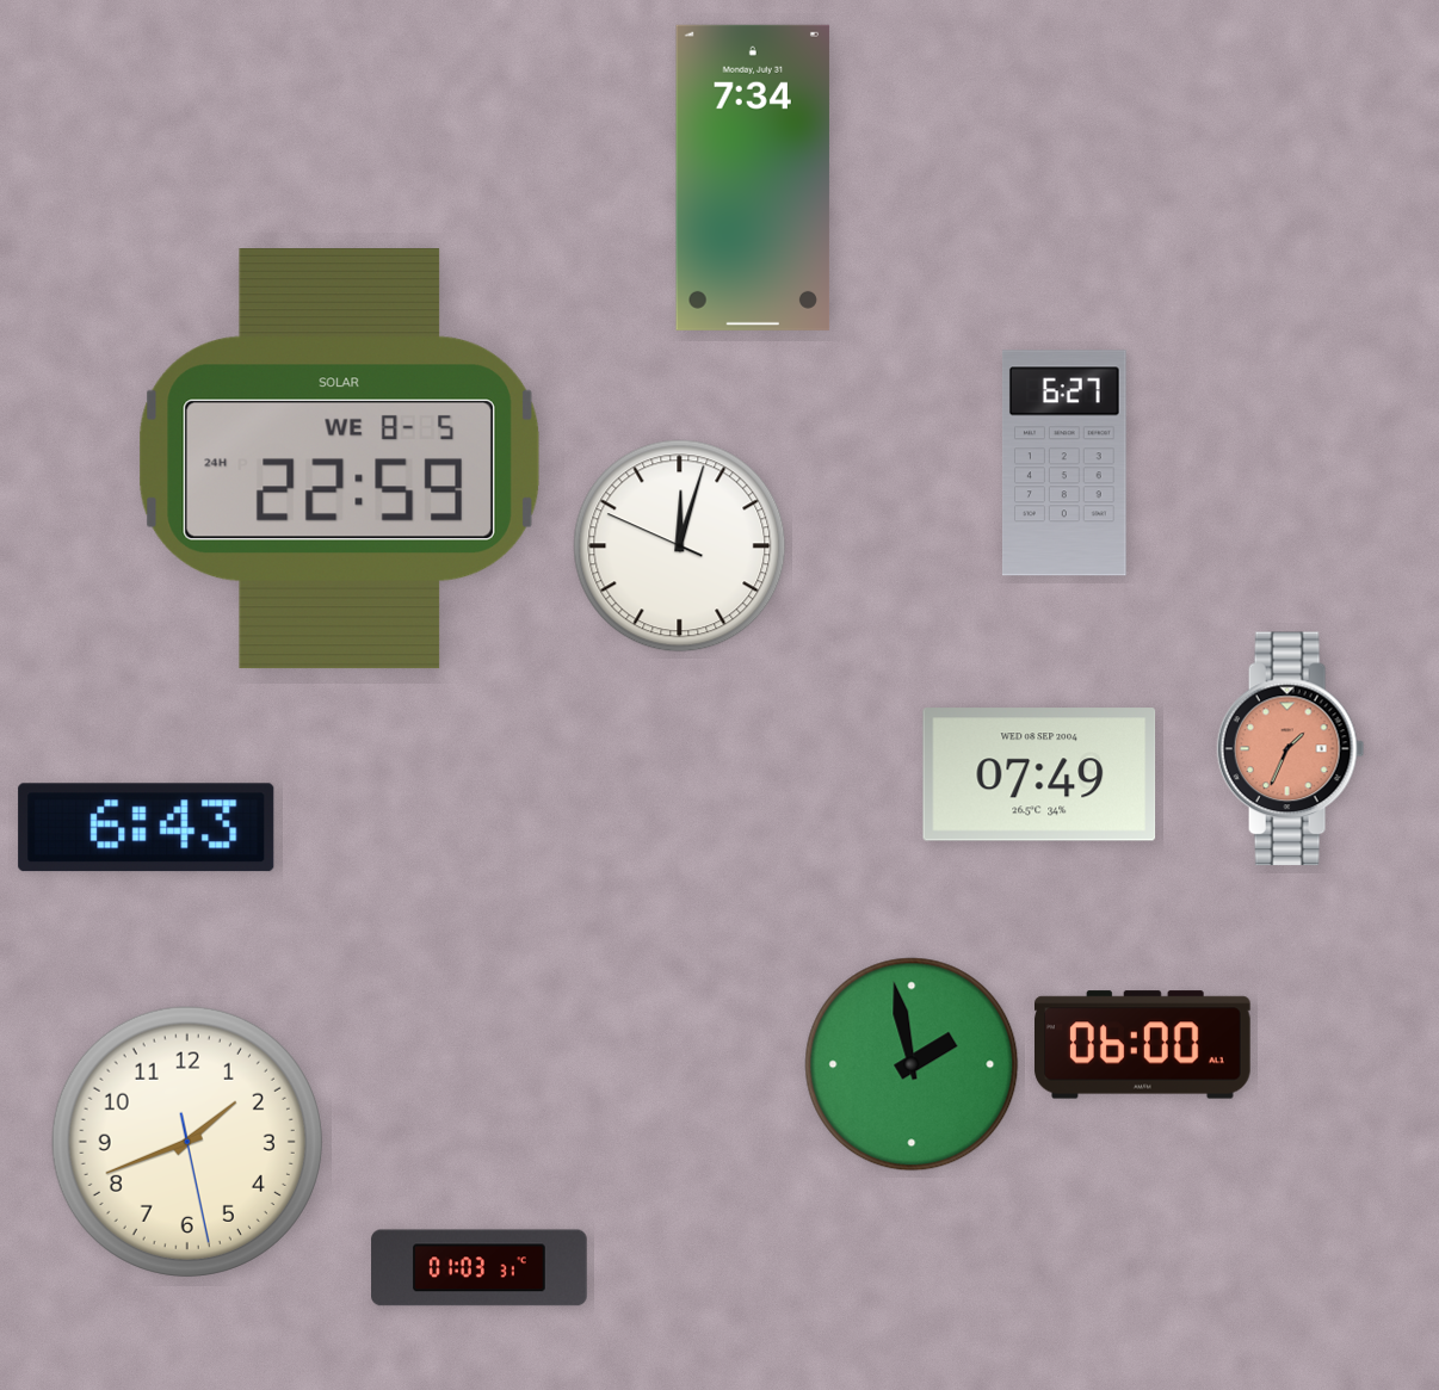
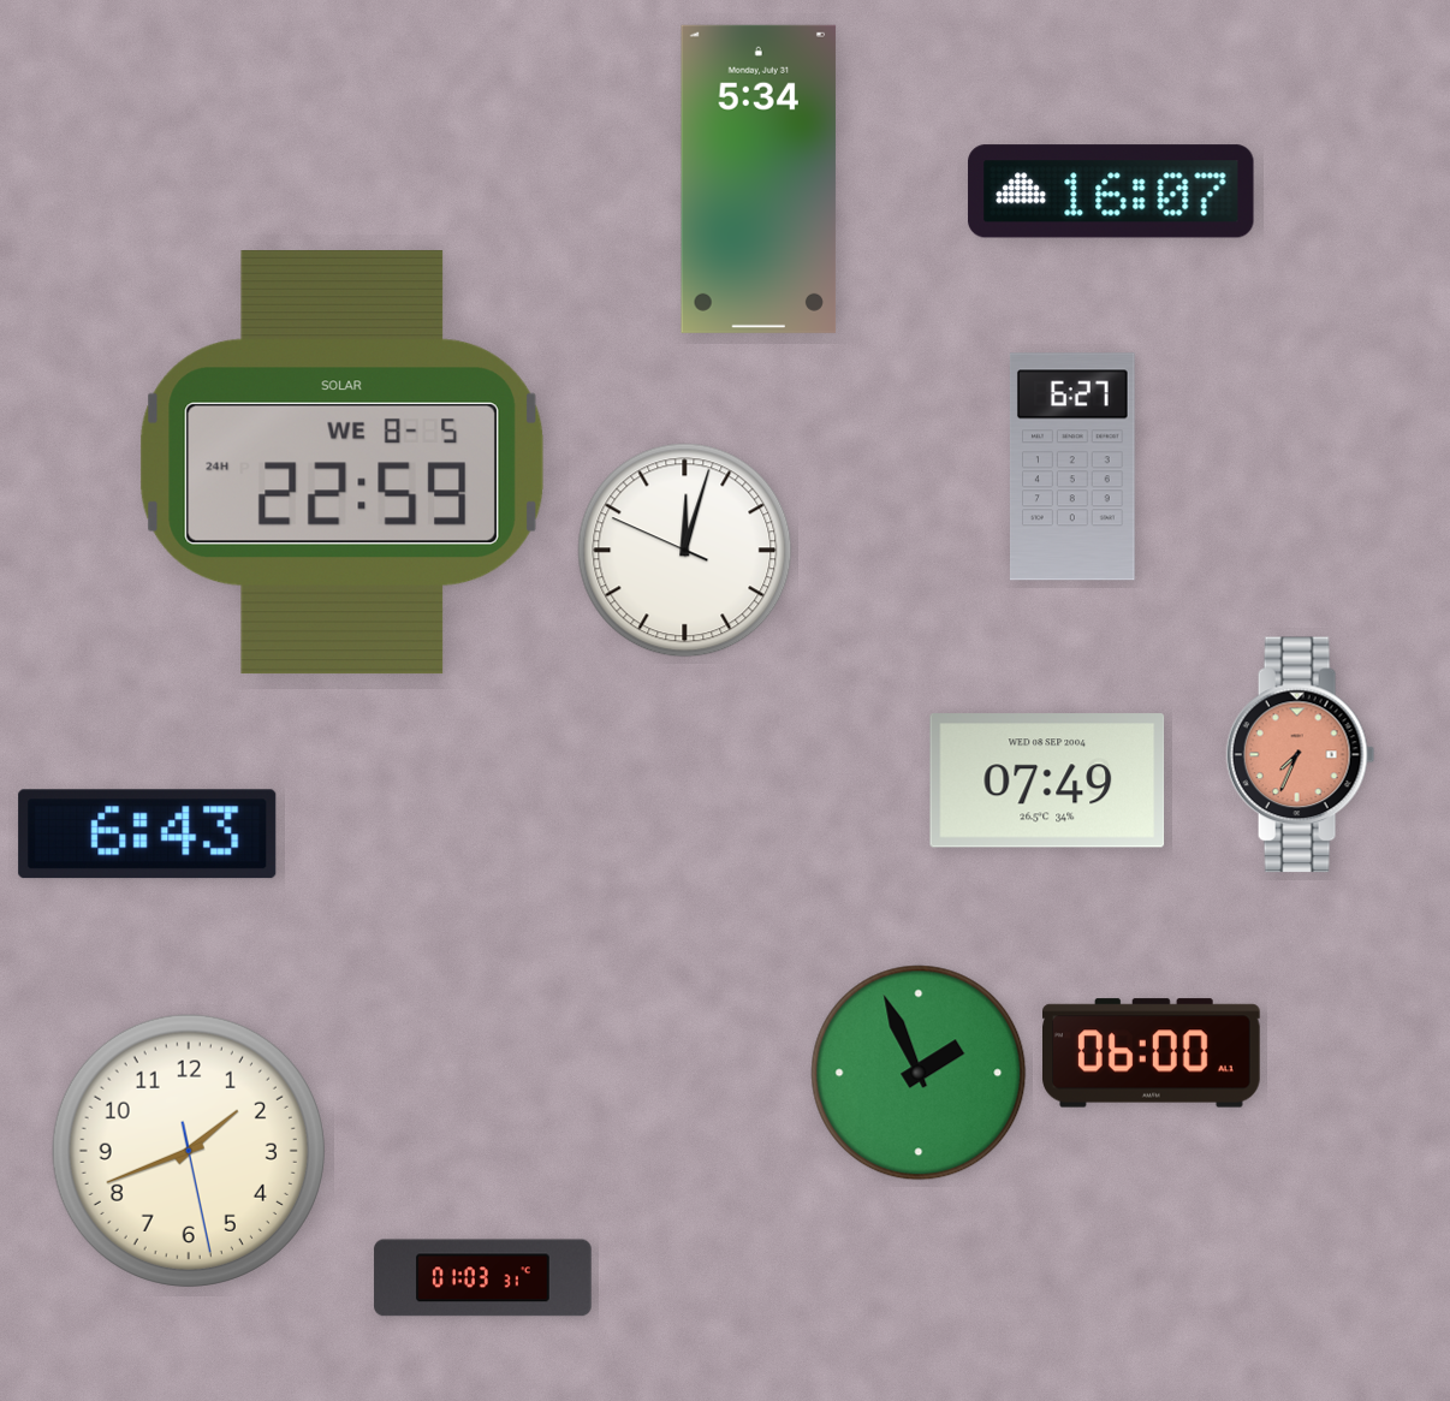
clock at (753, 178): 7:34 -> 5:34
clock at (1111, 191): none -> 16:07
clock at (1291, 749): 1:34 -> 7:34
clock at (912, 1064): 1:58 -> 1:56
